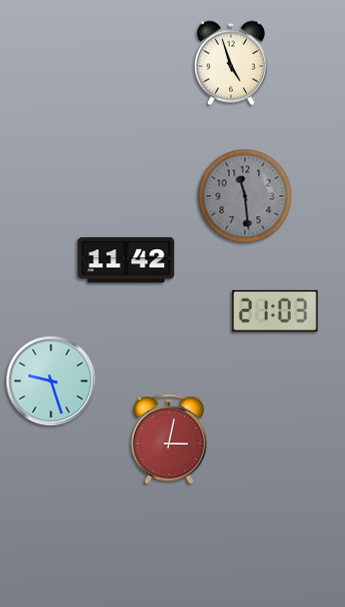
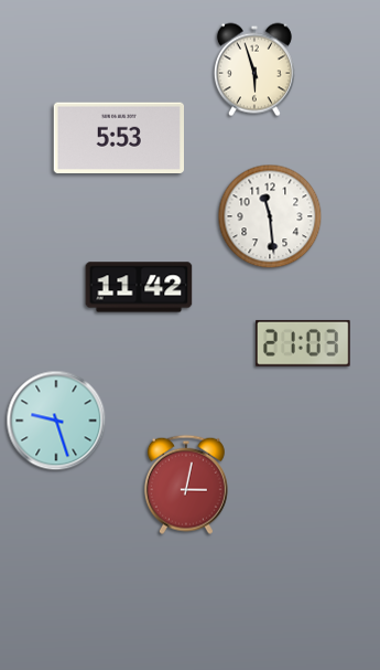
clock at (231, 63): 4:57 -> 5:57
clock at (118, 138): none -> 5:53
clock at (245, 196) dial: grey -> white
